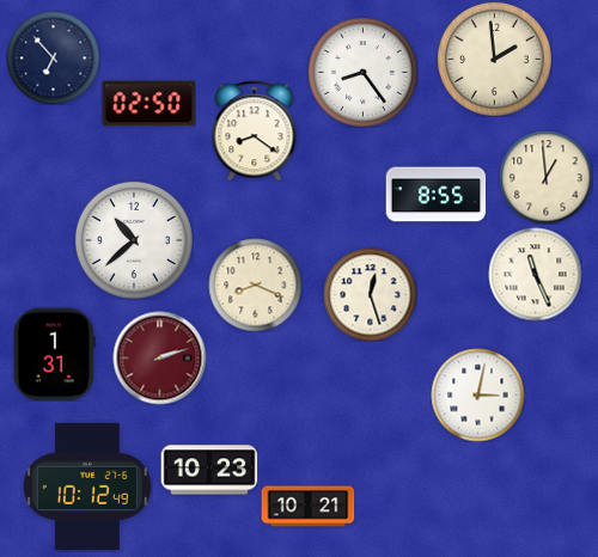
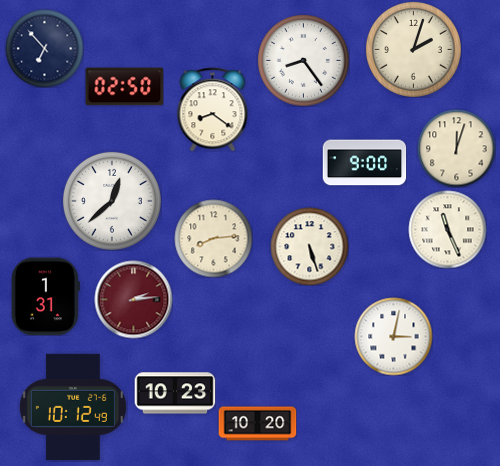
clock at (494, 59): 1:59 -> 2:03
clock at (545, 177): 12:59 -> 12:03
clock at (435, 195): 8:55 -> 9:00
clock at (134, 240): 10:38 -> 12:38
clock at (255, 284): 8:19 -> 8:14
clock at (370, 294): 12:27 -> 5:27
clock at (159, 357): 2:12 -> 2:14
clock at (477, 394) position: (477, 394) -> (393, 336)
clock at (307, 507): 10:21 -> 10:20
